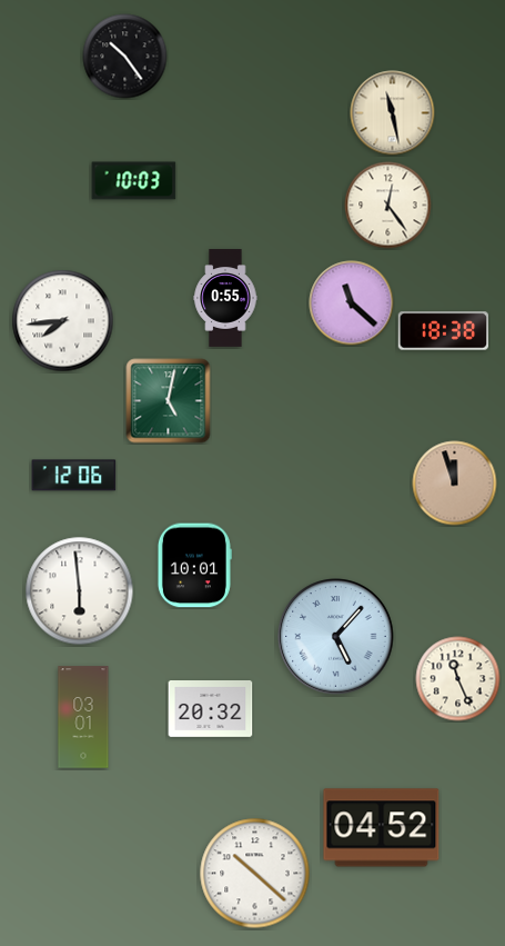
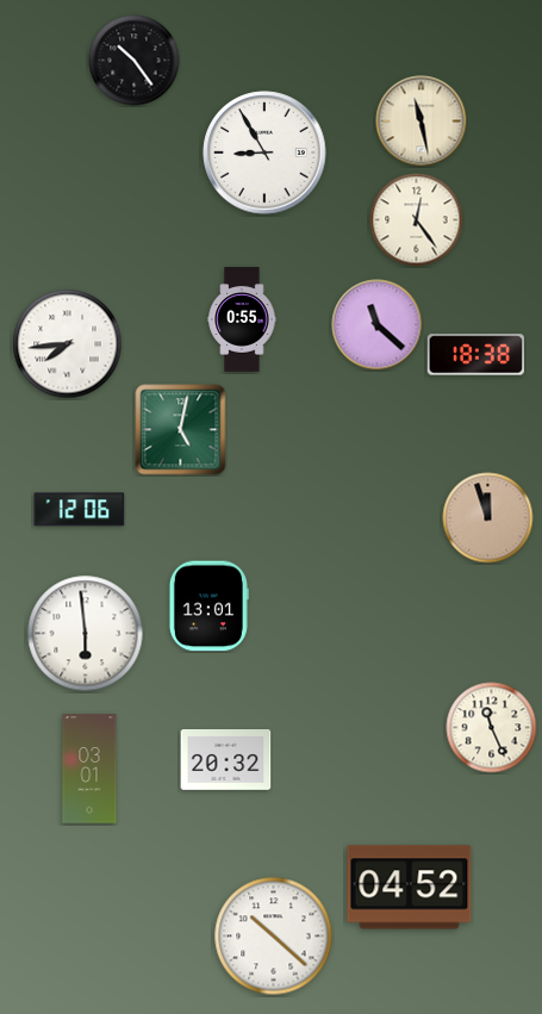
clock at (264, 153): none -> 8:55
clock at (134, 181): 10:03 -> none
clock at (194, 566): 10:01 -> 13:01
clock at (336, 637): 5:07 -> none
